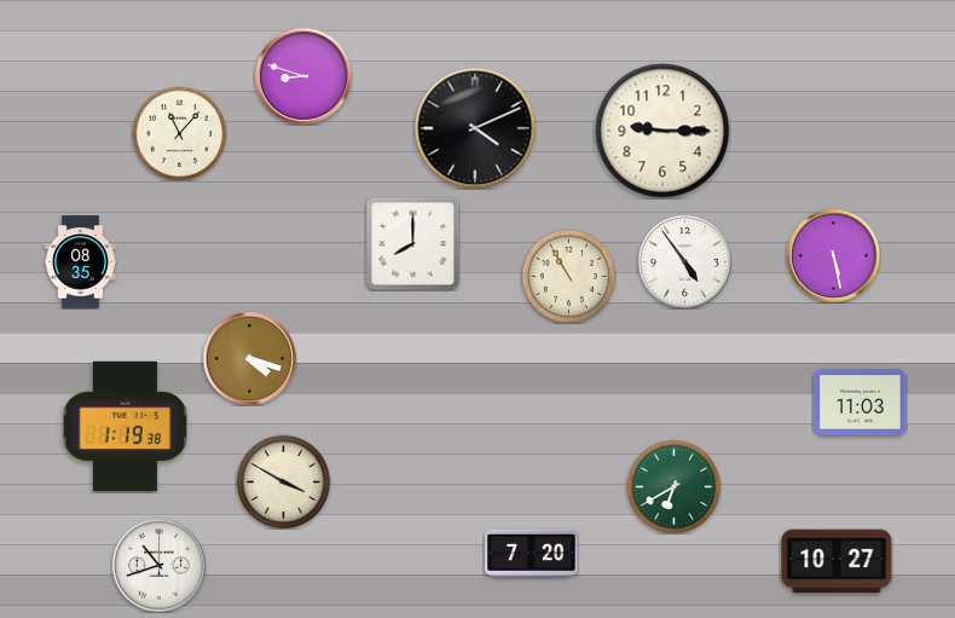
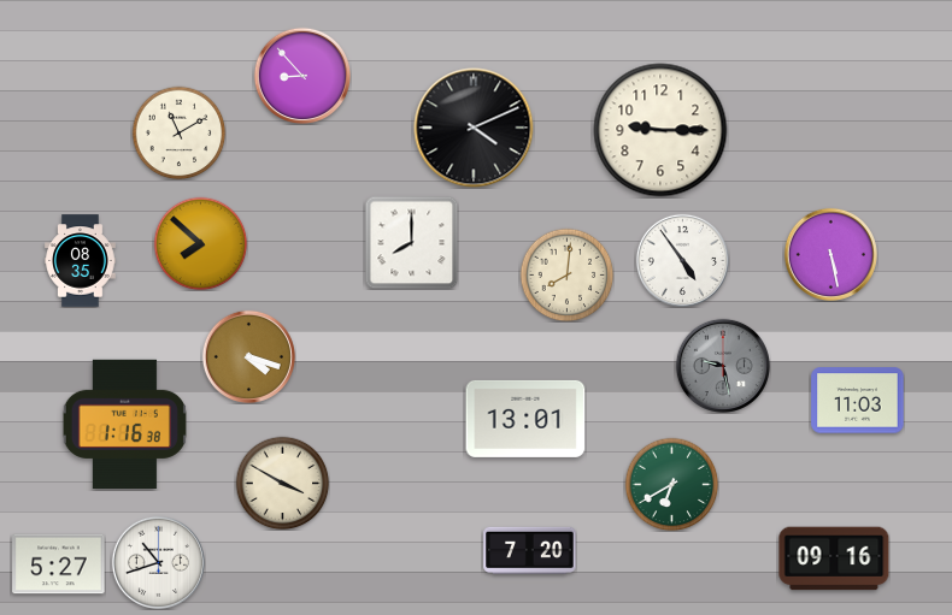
clock at (302, 75): 8:48 -> 8:53
clock at (179, 133): 11:07 -> 11:10
clock at (200, 243): none -> 7:52
clock at (568, 276): 10:55 -> 8:01
clock at (723, 366): none -> 9:28
clock at (525, 419): none -> 13:01
clock at (125, 426): 1:19 -> 1:16
clock at (283, 481) position: (283, 481) -> (282, 483)
clock at (837, 561): 10:27 -> 09:16
clock at (59, 564): none -> 5:27
